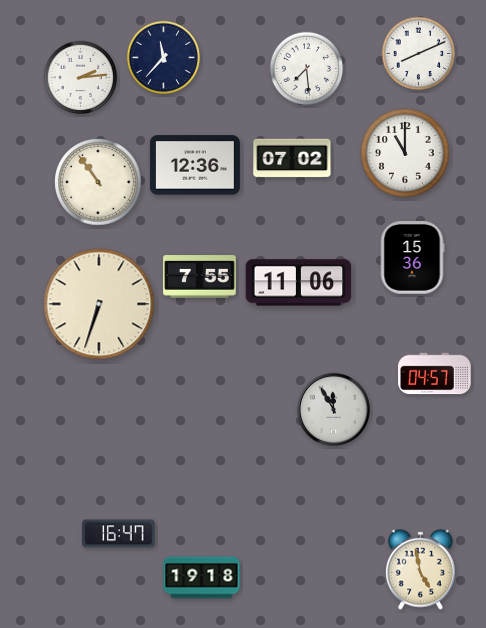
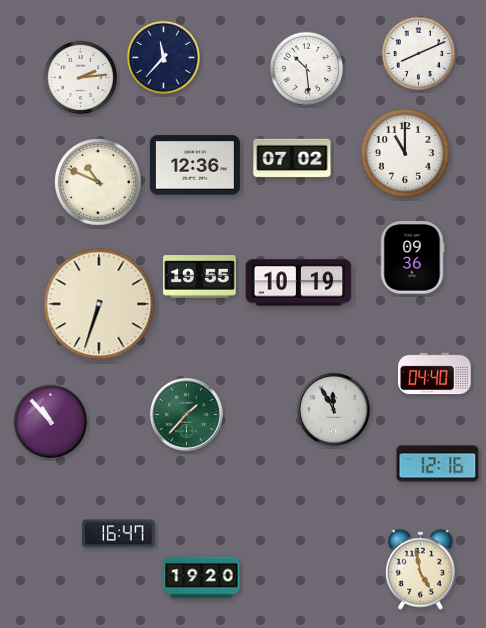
clock at (307, 69): 7:29 -> 10:29
clock at (98, 182): 10:54 -> 10:49
clock at (412, 258): 15:36 -> 09:36
clock at (200, 277): 7:55 -> 19:55
clock at (299, 283): 11:06 -> 10:19
clock at (435, 374): 04:57 -> 04:40
clock at (186, 414): none -> 1:37
clock at (51, 422): none -> 10:53
clock at (438, 464): none -> 12:16
clock at (202, 578): 19:18 -> 19:20
